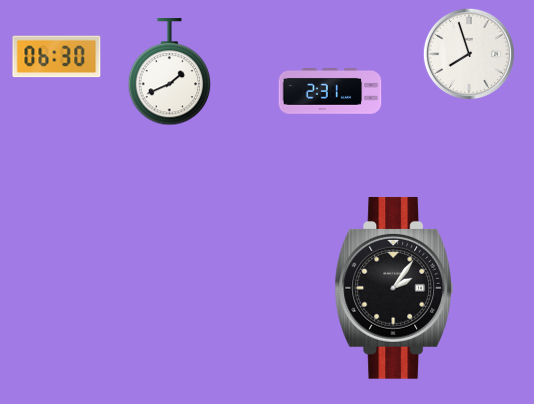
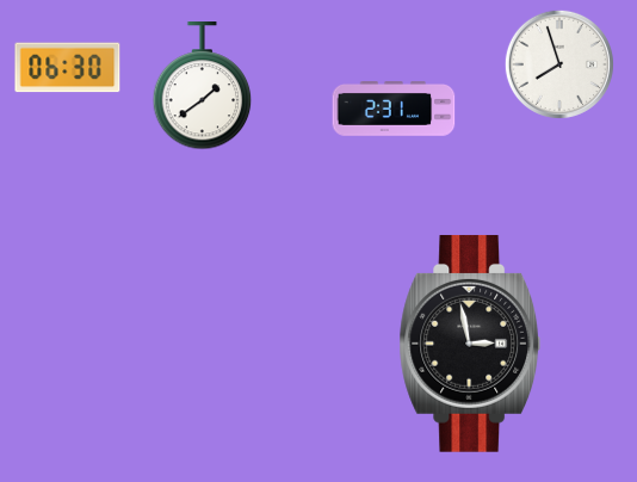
clock at (170, 72): 1:41 -> 1:39
clock at (394, 288): 2:06 -> 2:58
